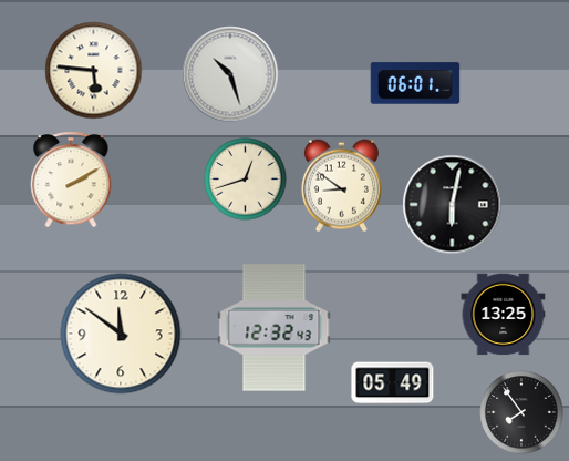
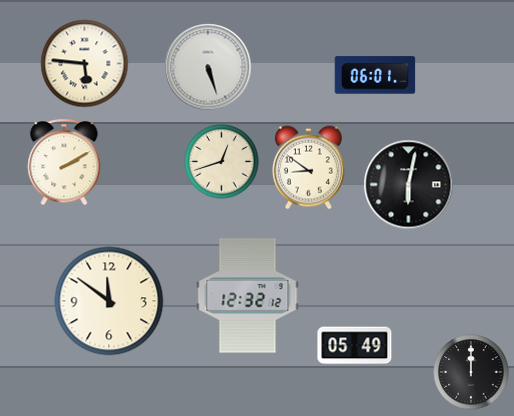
clock at (230, 74): 10:27 -> 5:27
clock at (504, 315): 13:25 -> none
clock at (275, 328): 12:32:43 -> 12:32:12
clock at (521, 412): 7:54 -> 12:00
